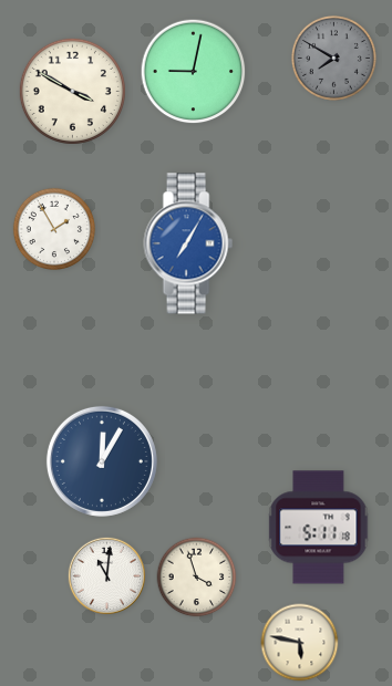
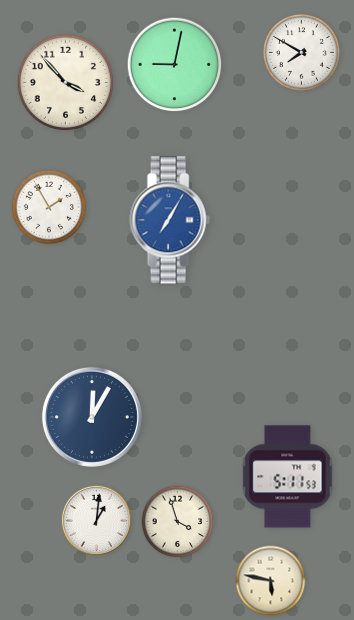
clock at (333, 58) dial: grey -> white
clock at (72, 91): 3:50 -> 3:53
clock at (319, 528): 5:11:18 -> 5:11:53
clock at (106, 575): 11:01 -> 1:01
